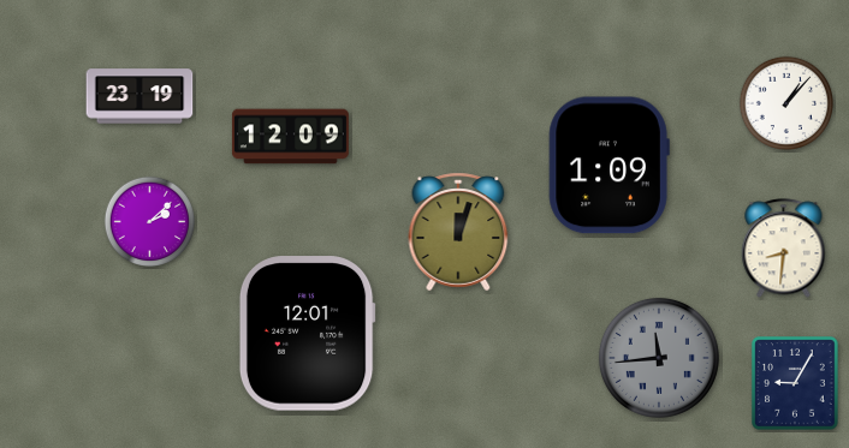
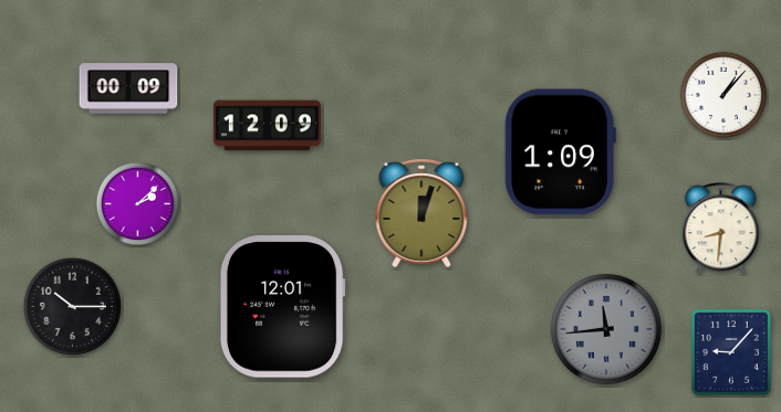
clock at (139, 96): 23:19 -> 00:09
clock at (72, 306): none -> 10:15
clock at (795, 383): 9:05 -> 9:07
